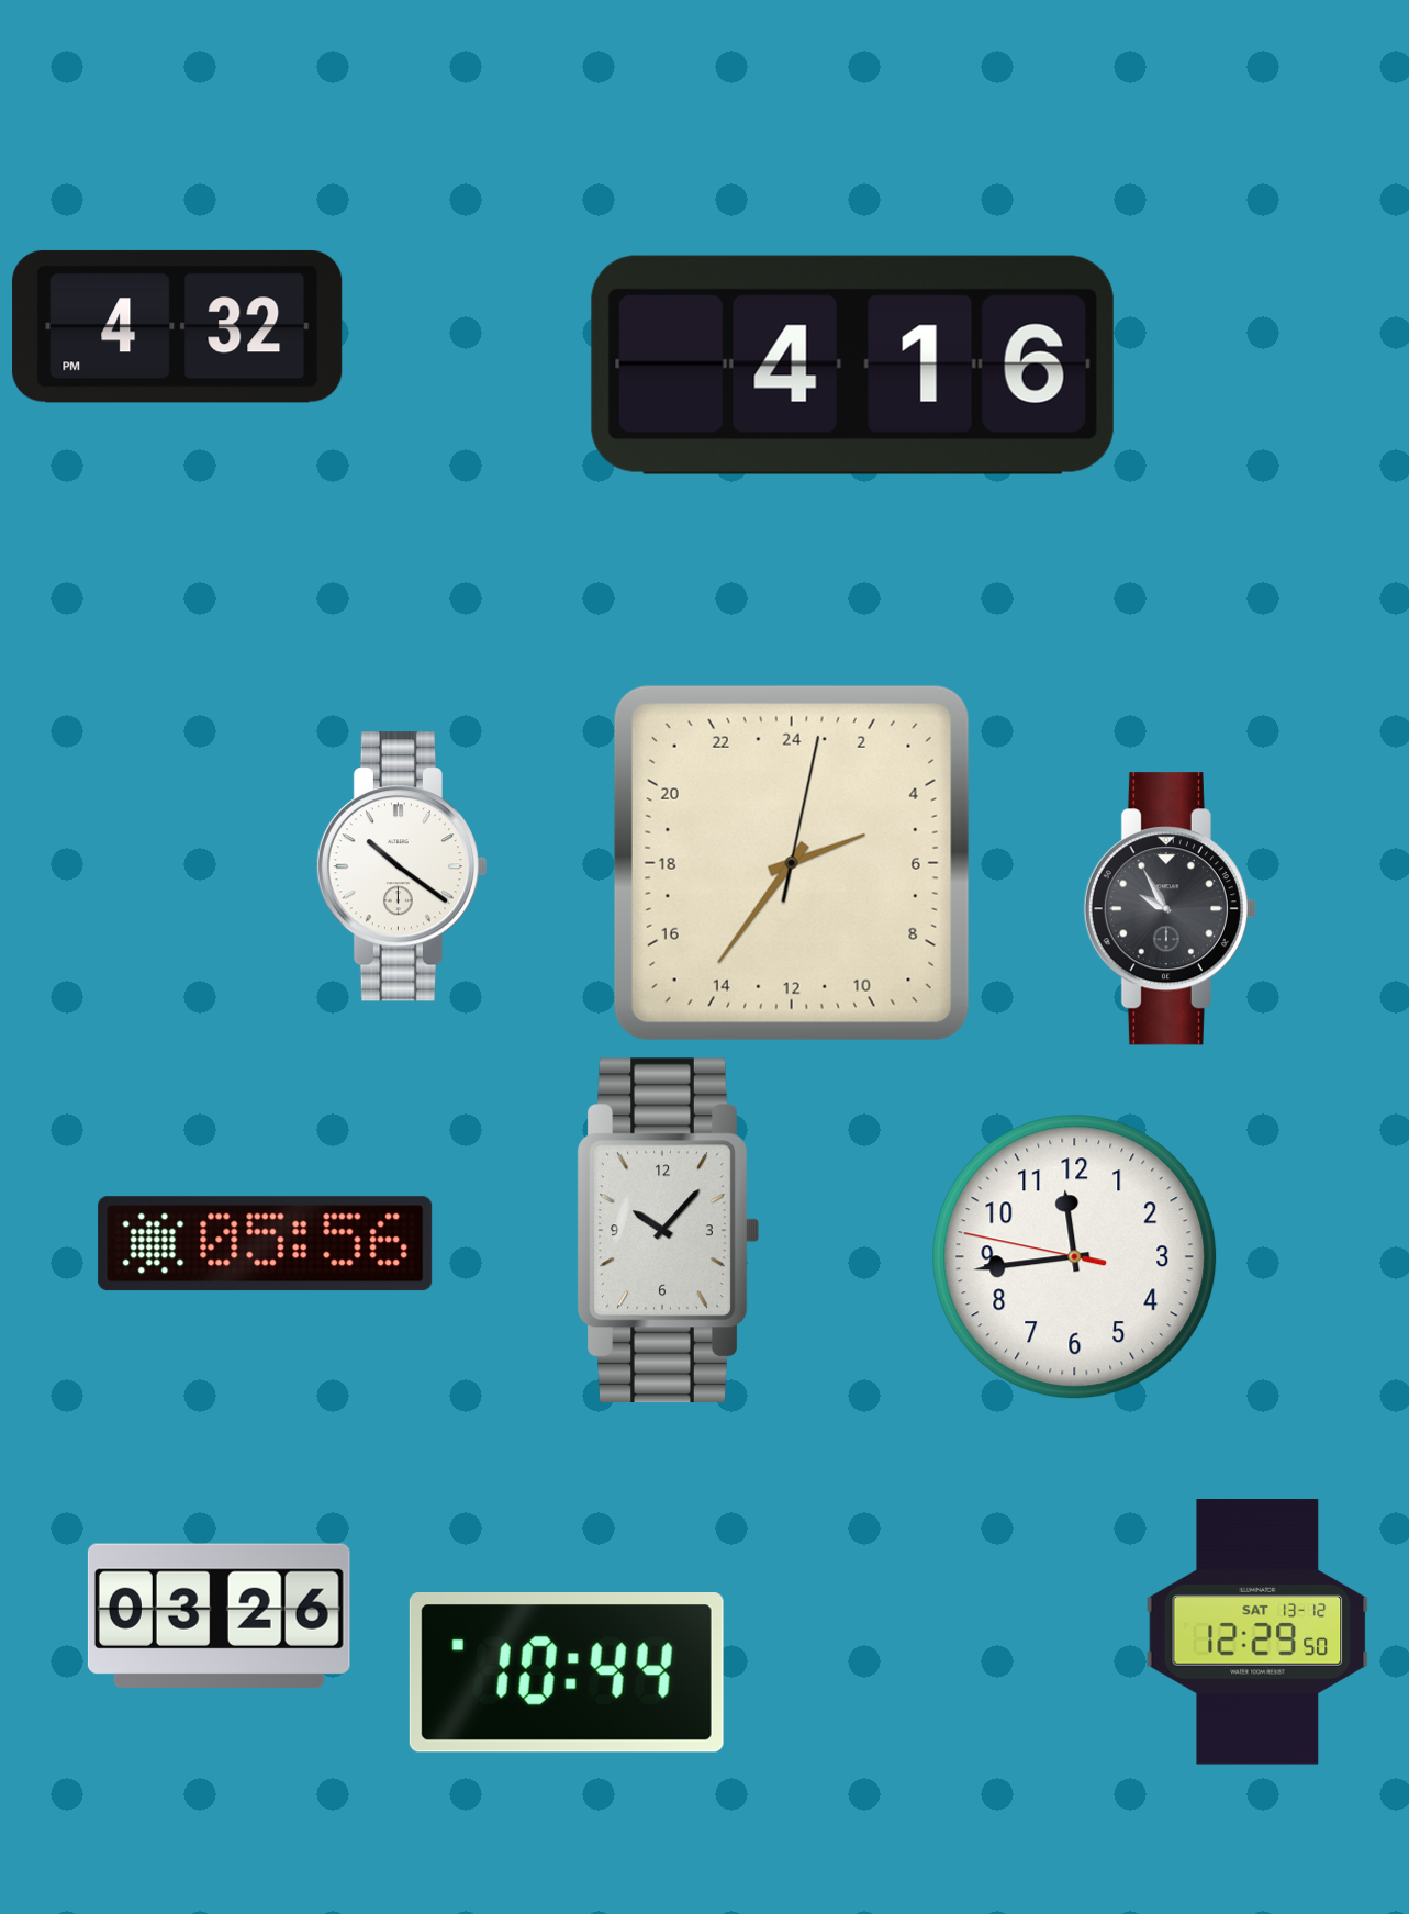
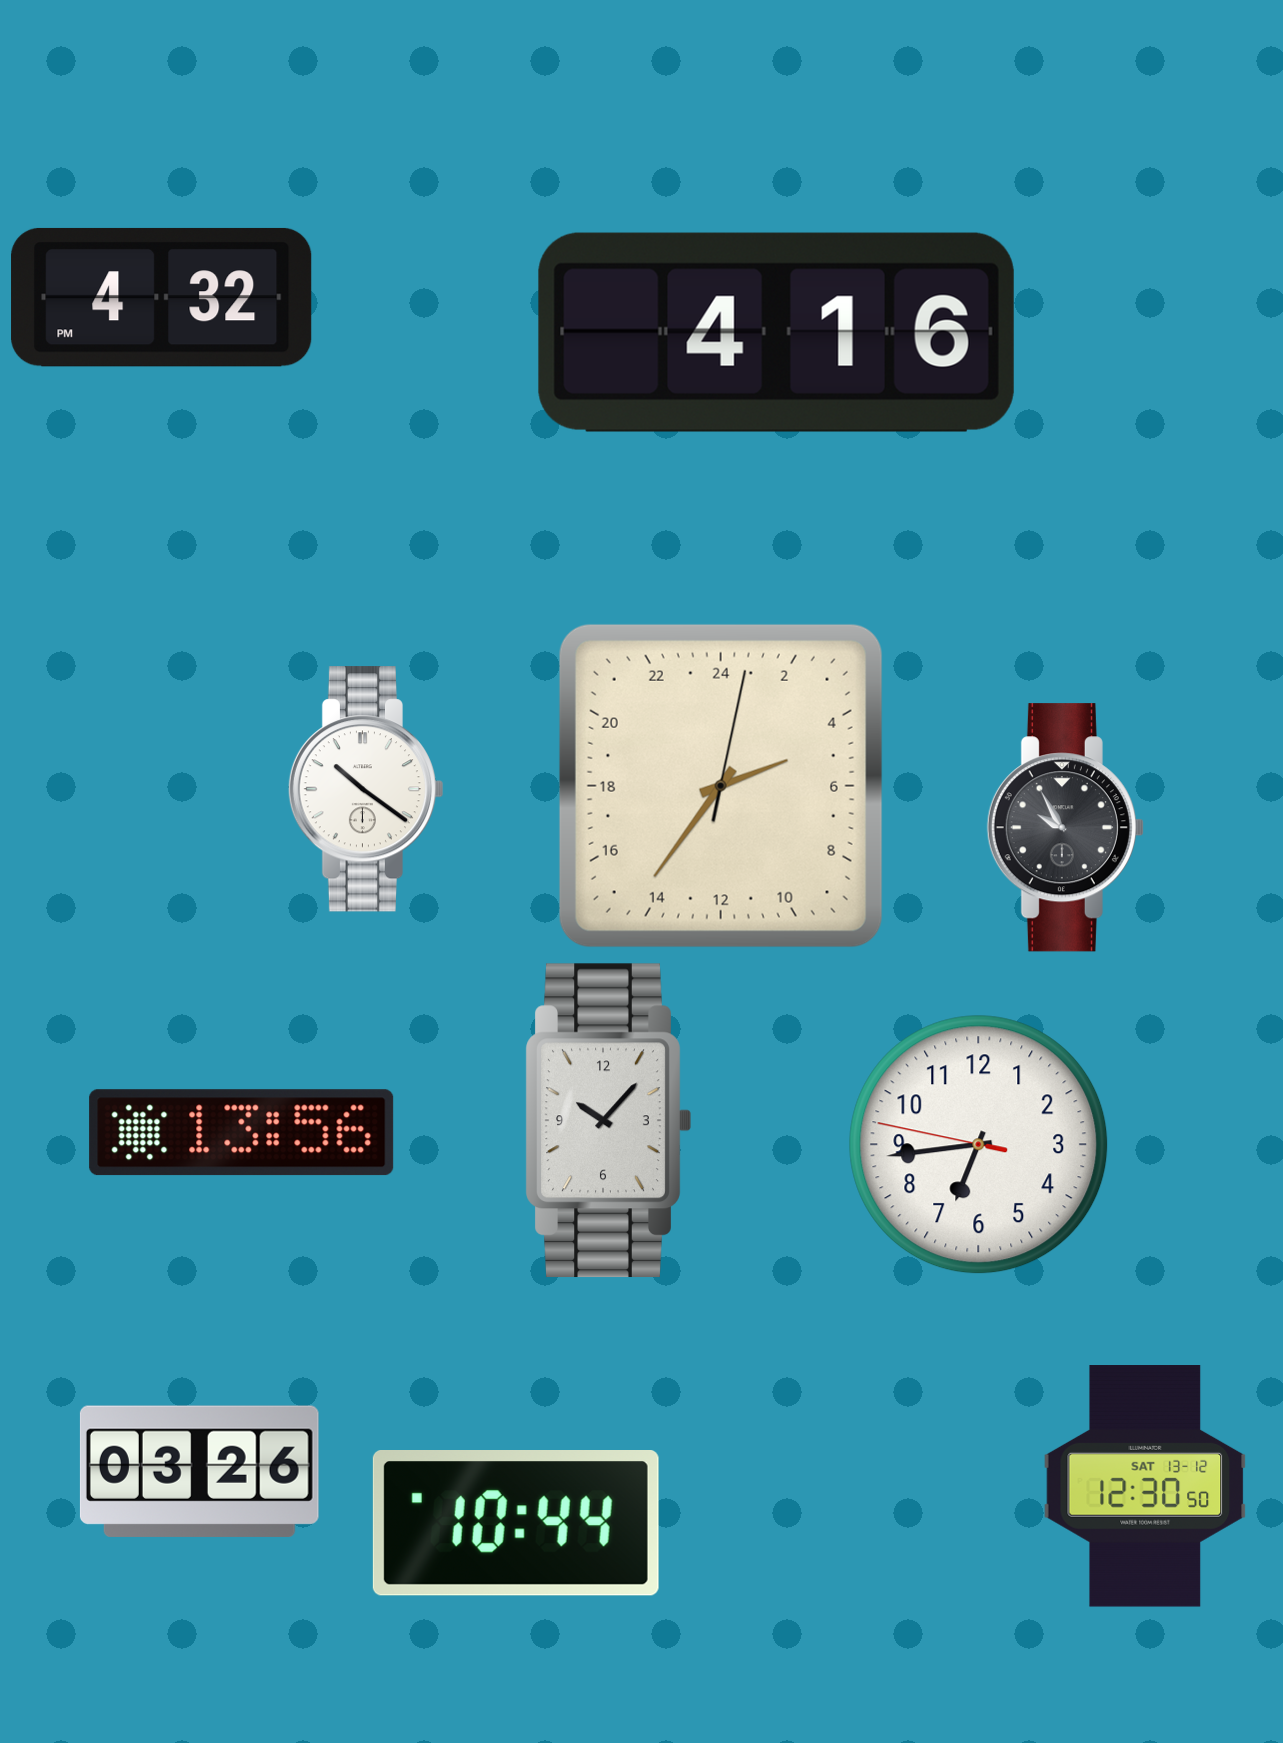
clock at (266, 1244): 05:56 -> 13:56
clock at (1075, 1257): 11:43 -> 6:43
clock at (1257, 1632): 12:29 -> 12:30
